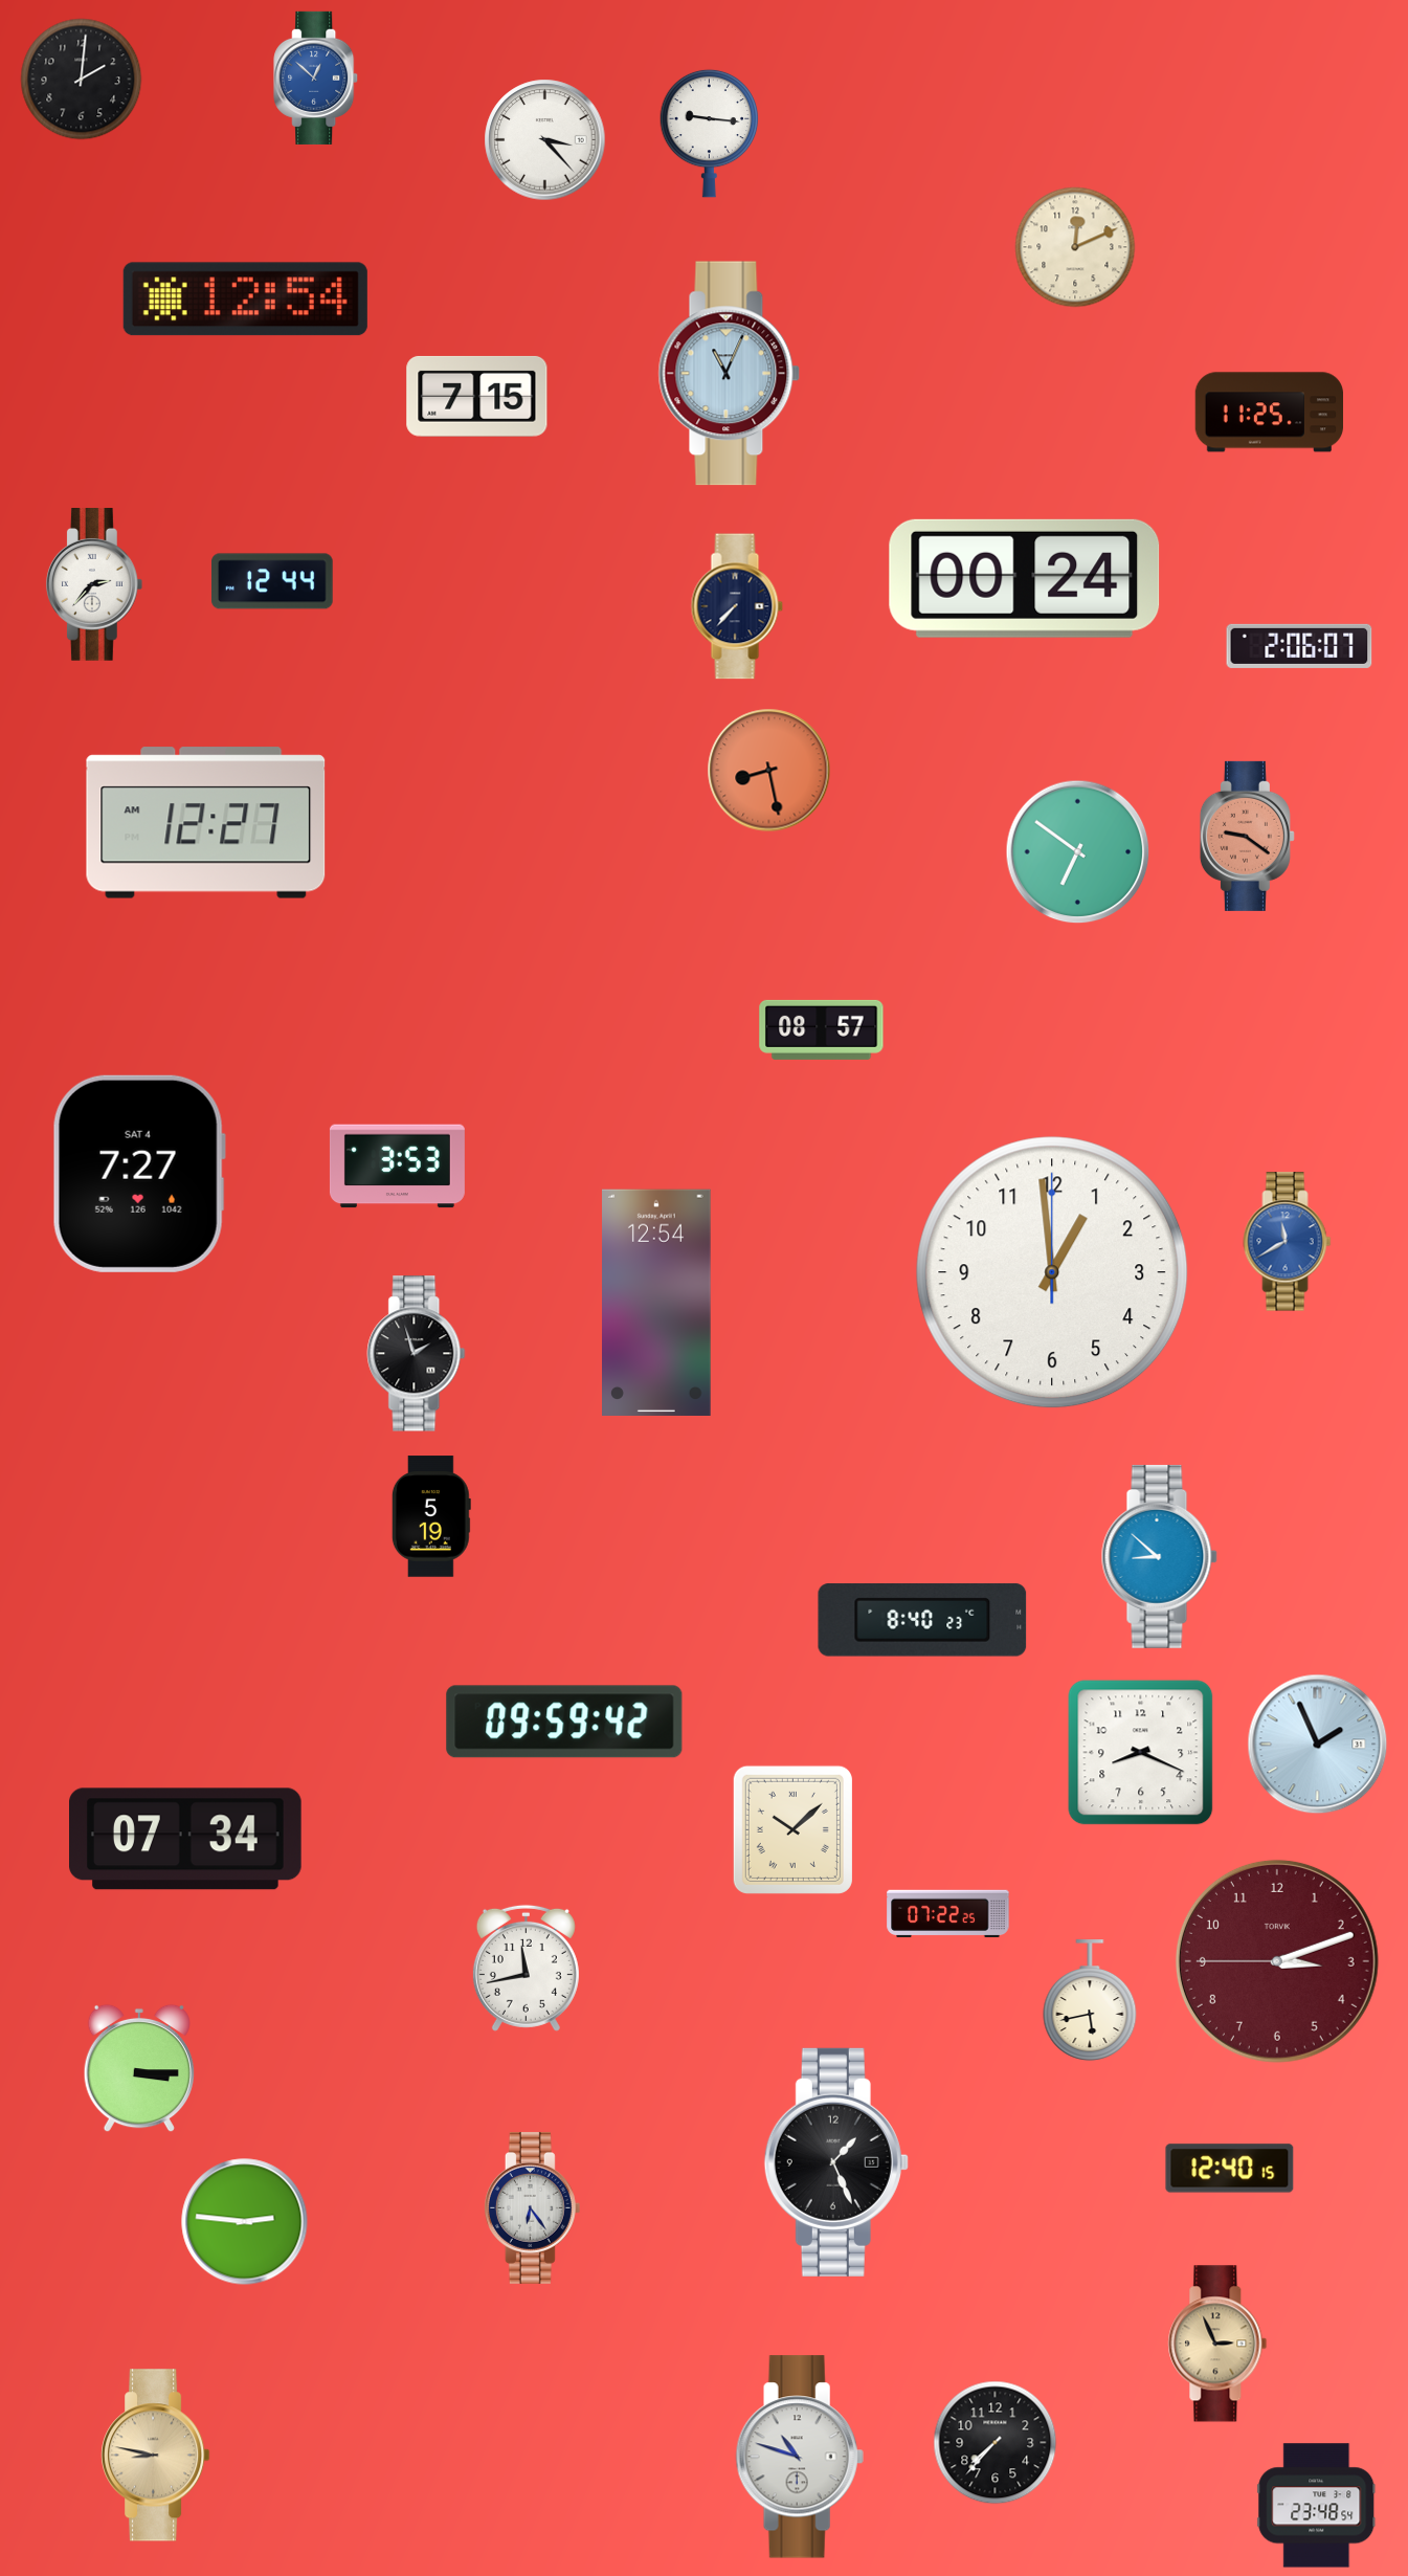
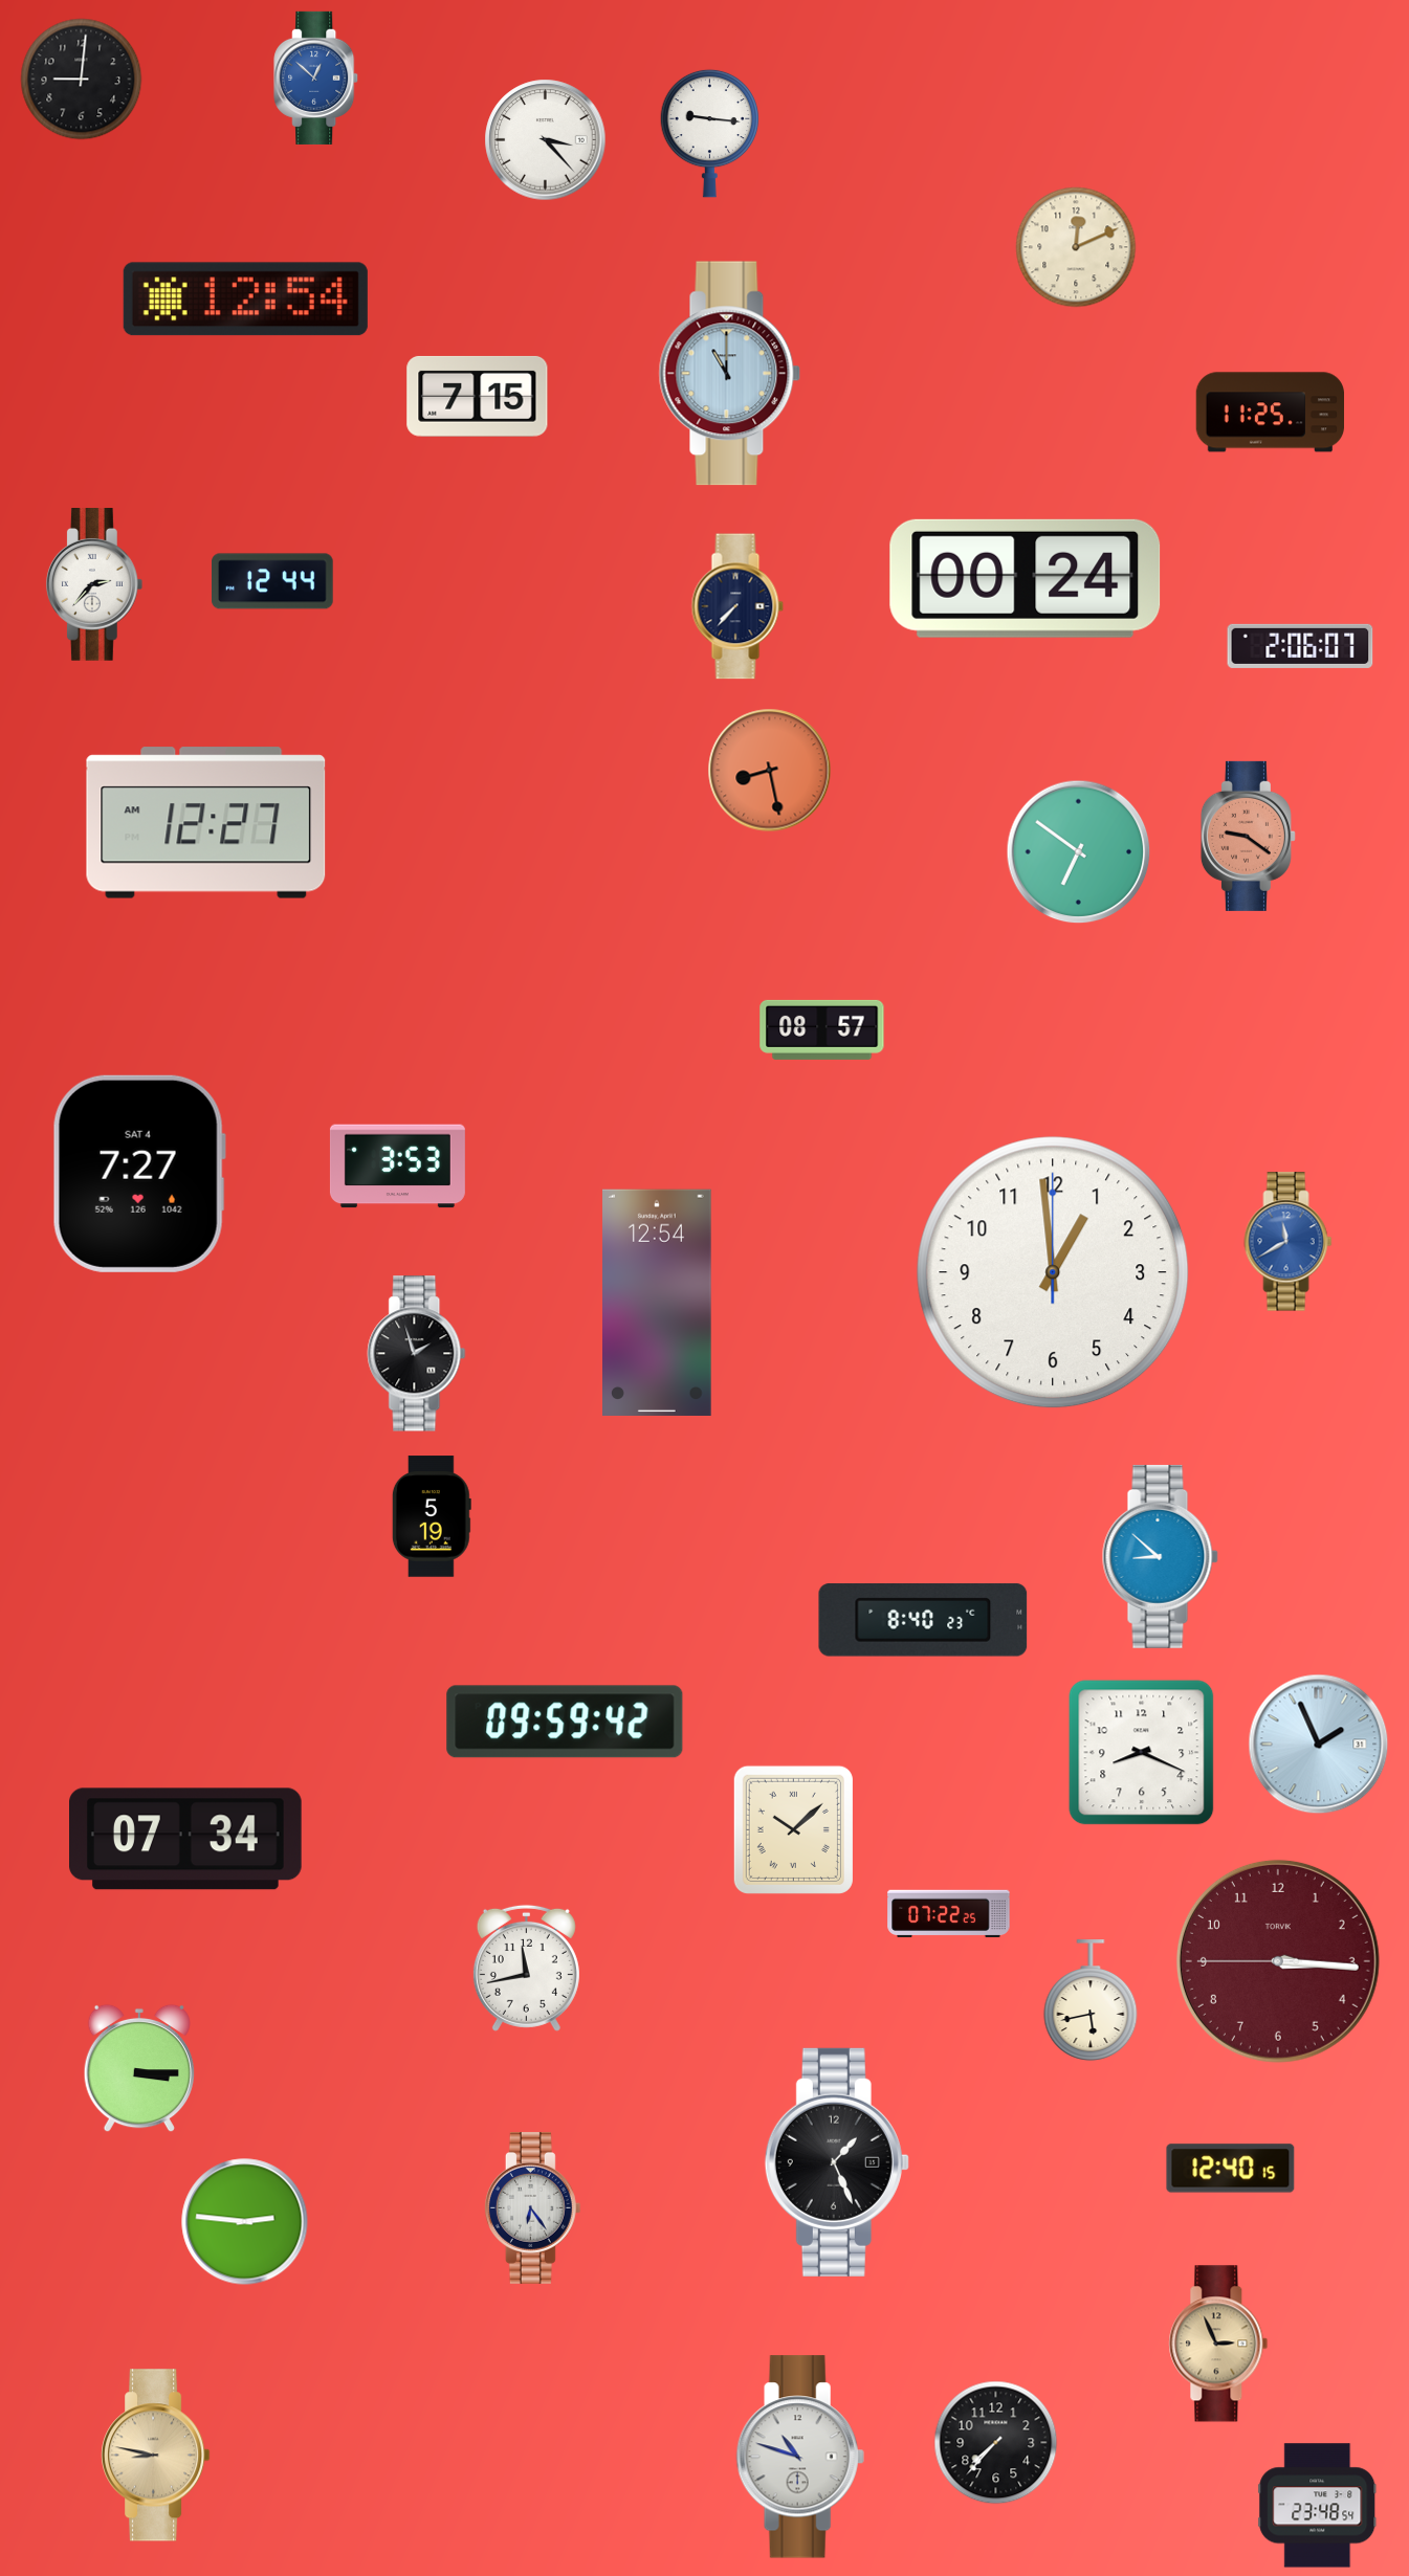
clock at (82, 80): 2:01 -> 9:01
clock at (730, 374): 11:04 -> 11:00
clock at (1277, 1961): 3:11 -> 3:15
